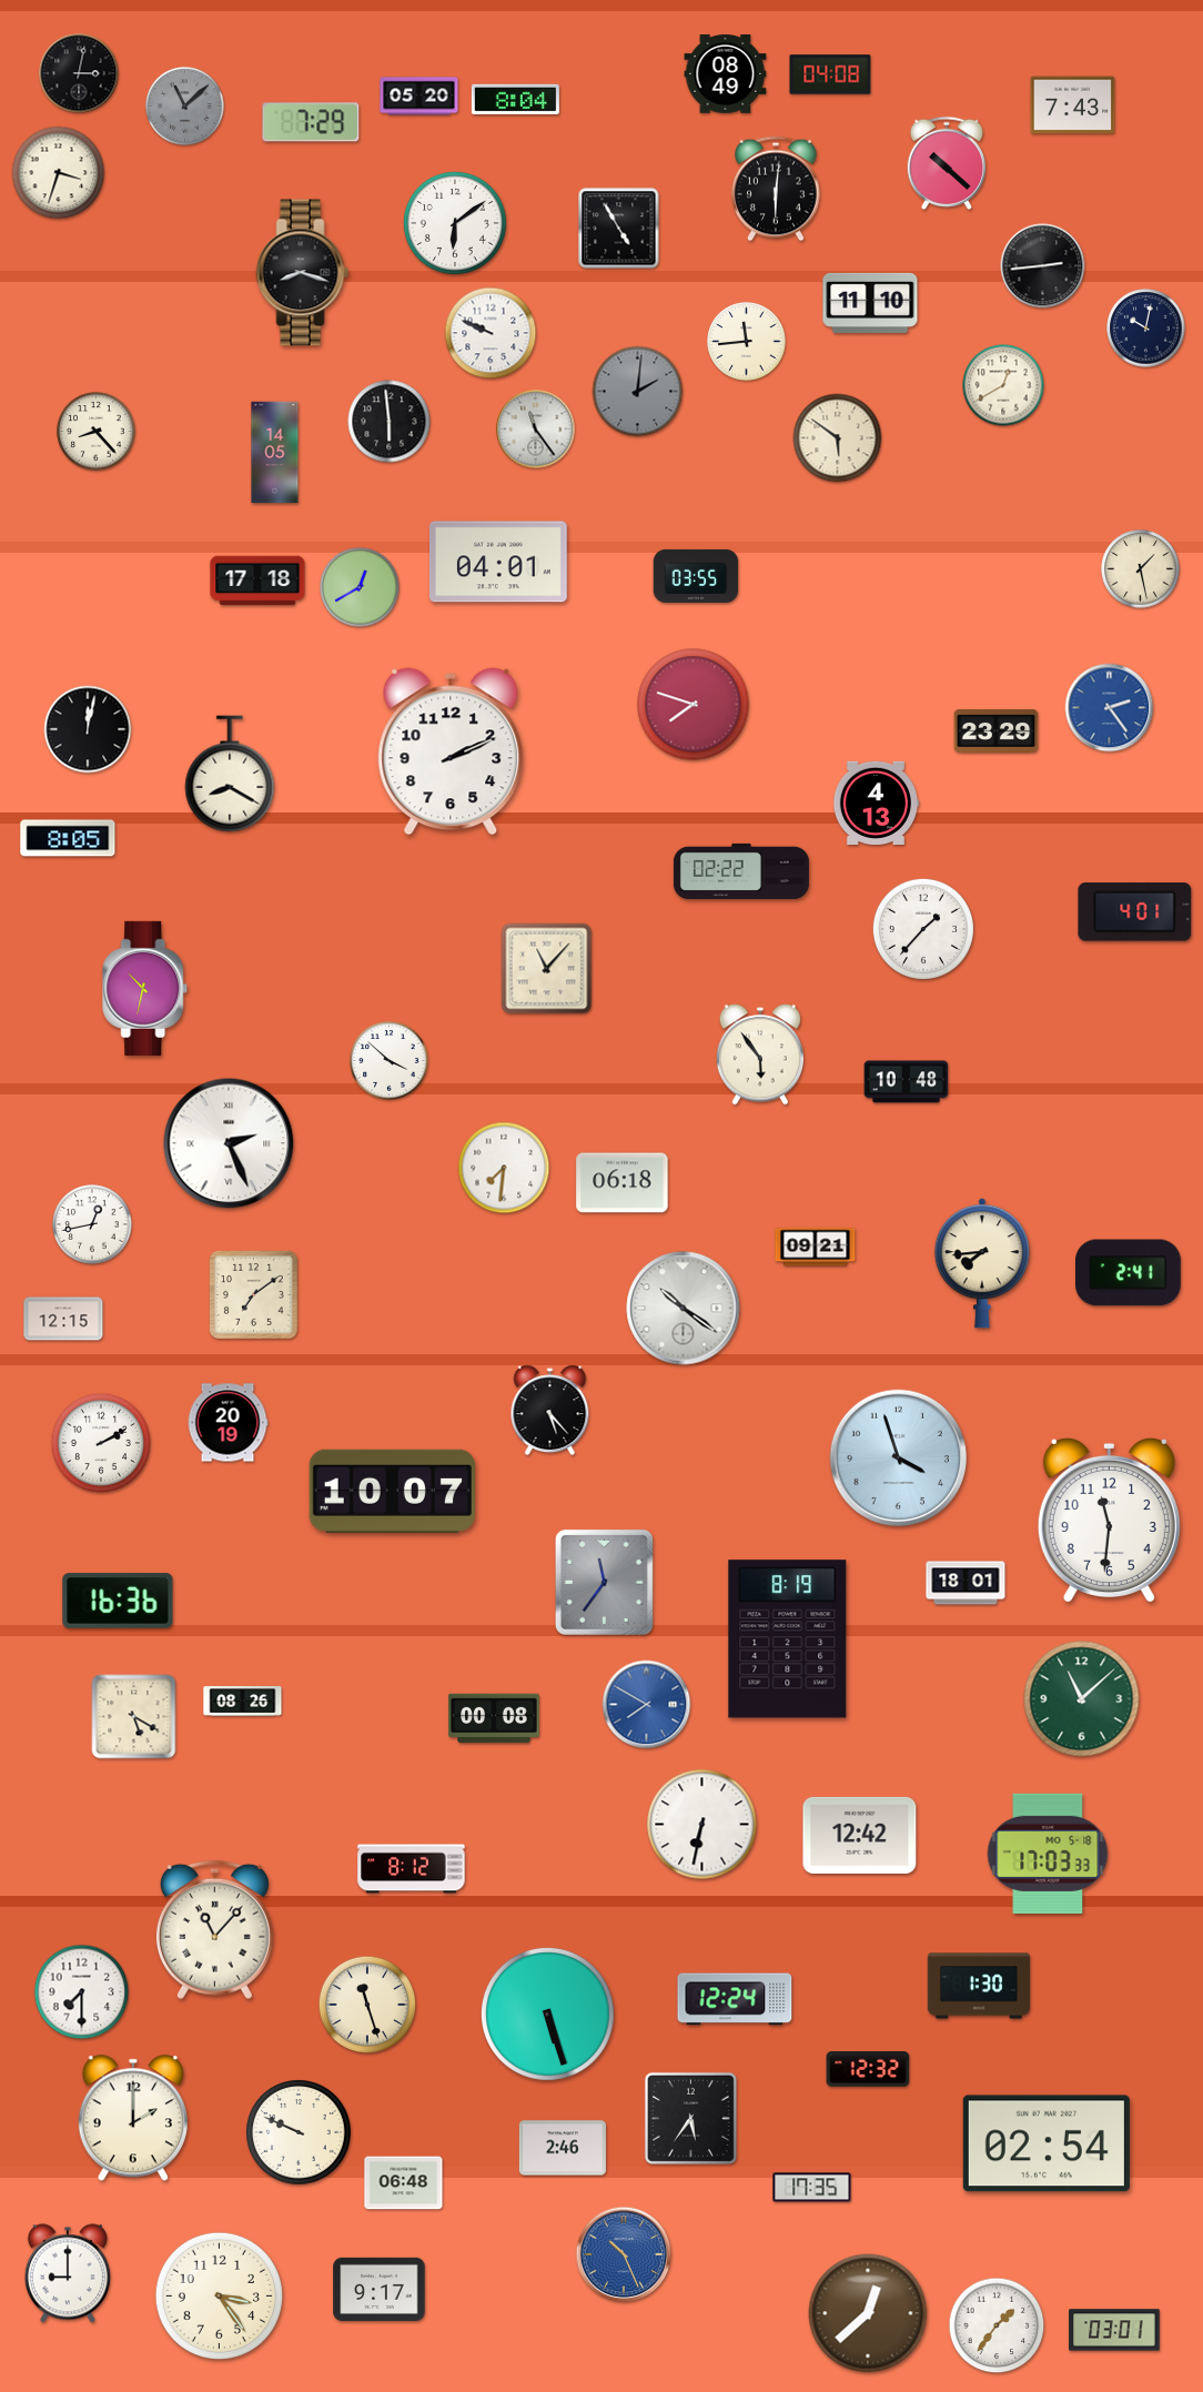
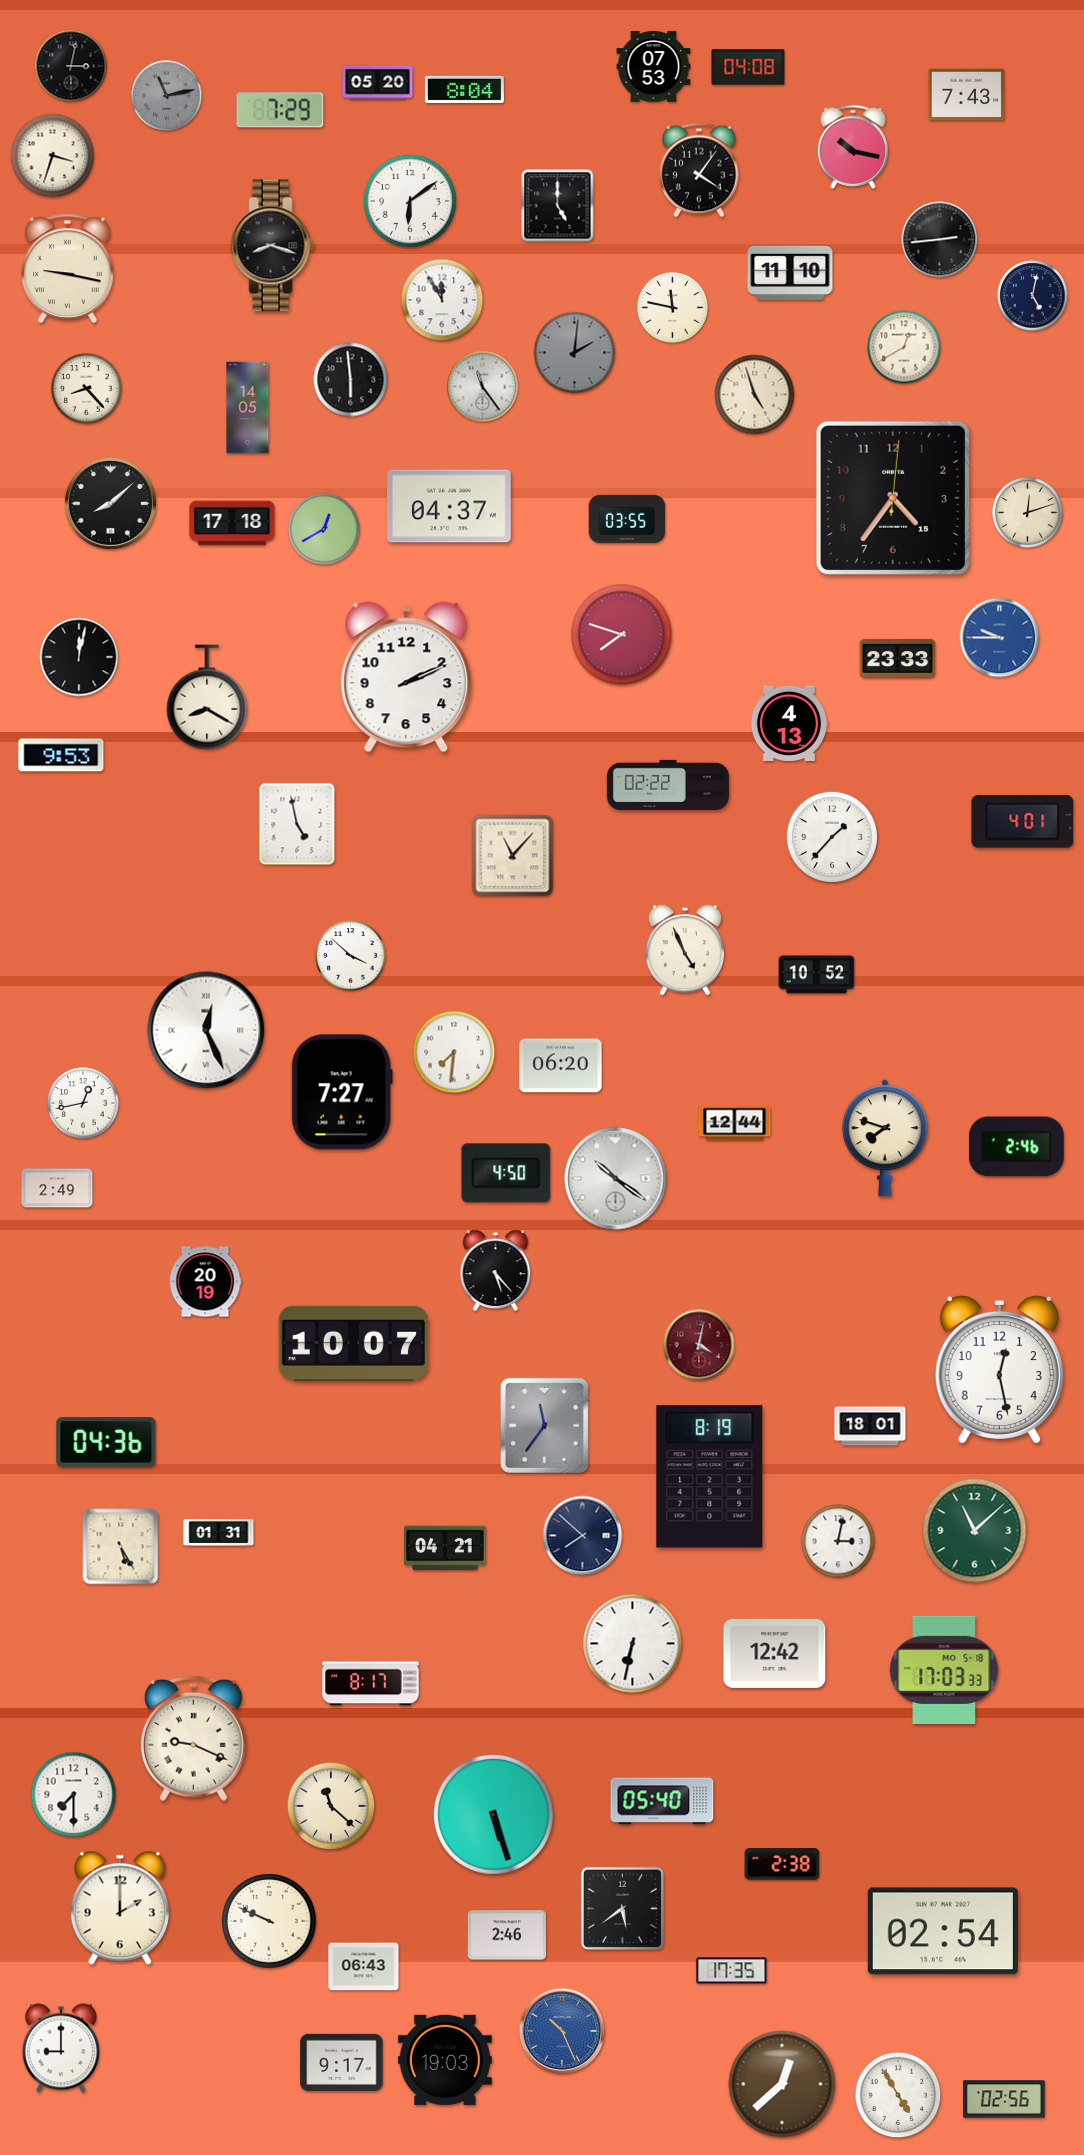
clock at (726, 74): 08:49 -> 07:53
clock at (419, 97) position: (419, 97) -> (378, 83)
clock at (185, 107): 11:08 -> 11:13
clock at (947, 163): 10:22 -> 10:17
clock at (777, 189): 6:01 -> 4:06
clock at (619, 229): 4:55 -> 5:00
clock at (68, 268): none -> 9:17
clock at (870, 303) position: (870, 303) -> (790, 273)
clock at (1146, 329): 10:02 -> 5:02
clock at (491, 333): 9:49 -> 11:55
clock at (747, 342): 11:44 -> 11:47
clock at (838, 438): 5:51 -> 4:57
clock at (893, 498): none -> 4:36
clock at (110, 503): none -> 8:08
clock at (498, 562): 04:01 -> 04:37
clock at (1141, 569): 1:28 -> 12:12
clock at (694, 705) position: (694, 705) -> (622, 635)
clock at (1110, 708): 2:24 -> 9:45
clock at (997, 730): 23:29 -> 23:33
clock at (68, 838): 8:05 -> 9:53
clock at (297, 824): none -> 4:58
clock at (547, 969) position: (547, 969) -> (513, 856)
clock at (145, 988): 10:32 -> none
clock at (760, 1054): 5:54 -> 4:56
clock at (907, 1082): 10:48 -> 10:52
clock at (229, 1143): 2:26 -> 12:26
clock at (623, 1183): 06:18 -> 06:20
clock at (342, 1092): none -> 7:27
clock at (816, 1248): 09:21 -> 12:44
clock at (982, 1263): 7:44 -> 7:48
clock at (1128, 1273): 2:41 -> 2:46
clock at (253, 1294): 7:09 -> none
clock at (506, 1173): none -> 4:50
clock at (63, 1319): 12:15 -> 2:49
clock at (100, 1442): 2:10 -> none
clock at (898, 1457): 3:57 -> none
clock at (699, 1345): none -> 4:02
clock at (1109, 1520): 11:31 -> 12:28
clock at (118, 1601): 16:36 -> 04:36
clock at (243, 1702): 08:26 -> 01:31
clock at (647, 1705): 7:50 -> 7:52
clock at (647, 1705) dial: blue -> navy
clock at (838, 1541): none -> 3:02
clock at (134, 1717): 5:20 -> 5:25
clock at (494, 1718): 00:08 -> 04:21
clock at (412, 1869): 8:12 -> 8:17
clock at (214, 1930): 11:07 -> 9:19
clock at (979, 1986): 1:30 -> none
clock at (735, 1999): 12:24 -> 05:40
clock at (367, 2005): 11:27 -> 11:22
clock at (868, 2069): 12:32 -> 2:38
clock at (690, 2118): 5:36 -> 5:39
clock at (404, 2183): 06:48 -> 06:43
clock at (445, 2060): none -> 19:03
clock at (219, 2295): 3:24 -> none
clock at (997, 2325): 1:36 -> 4:55
clock at (1114, 2330): 03:01 -> 02:56
